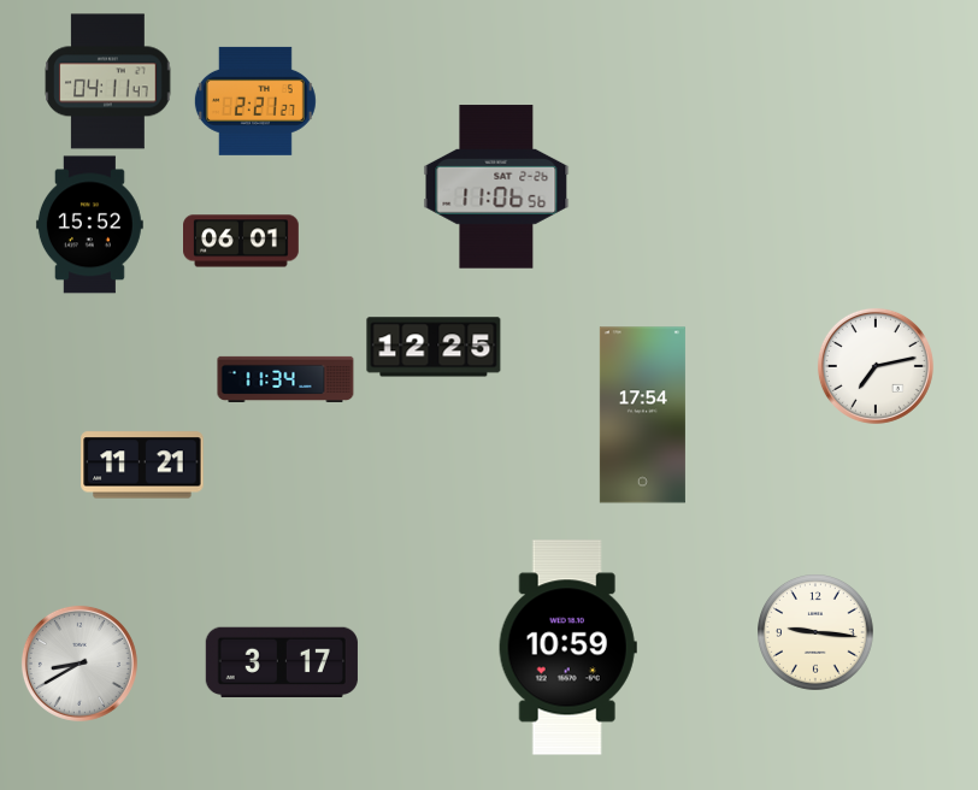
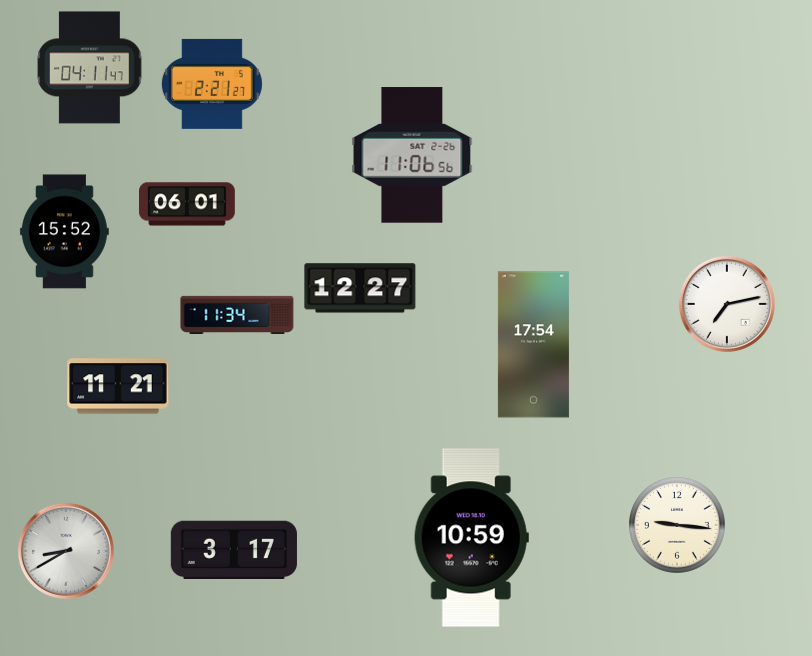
clock at (89, 225) position: (89, 225) -> (64, 232)
clock at (242, 241) position: (242, 241) -> (188, 204)
clock at (434, 347): 12:25 -> 12:27
